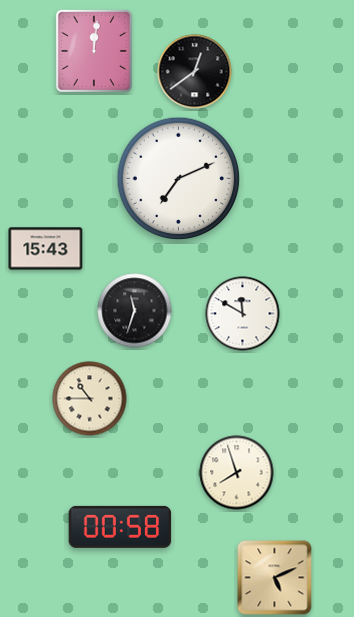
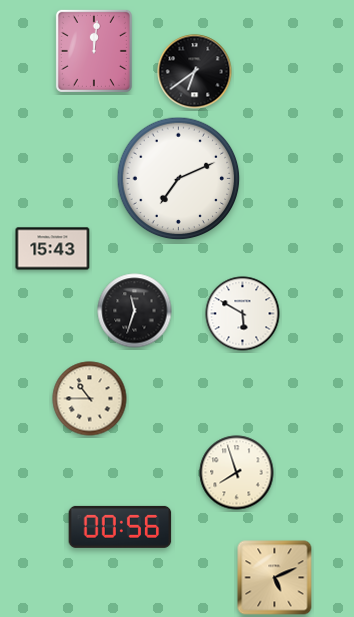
clock at (195, 72): 12:39 -> 6:39
clock at (46, 249) position: (46, 249) -> (53, 249)
clock at (243, 314): 11:50 -> 5:50
clock at (120, 527): 00:58 -> 00:56
